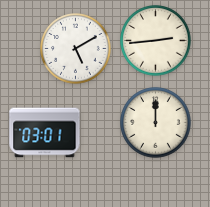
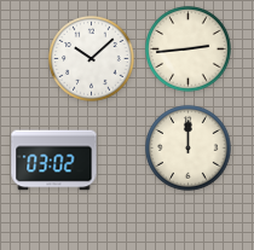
clock at (76, 49): 5:10 -> 10:08
clock at (45, 133): 03:01 -> 03:02
